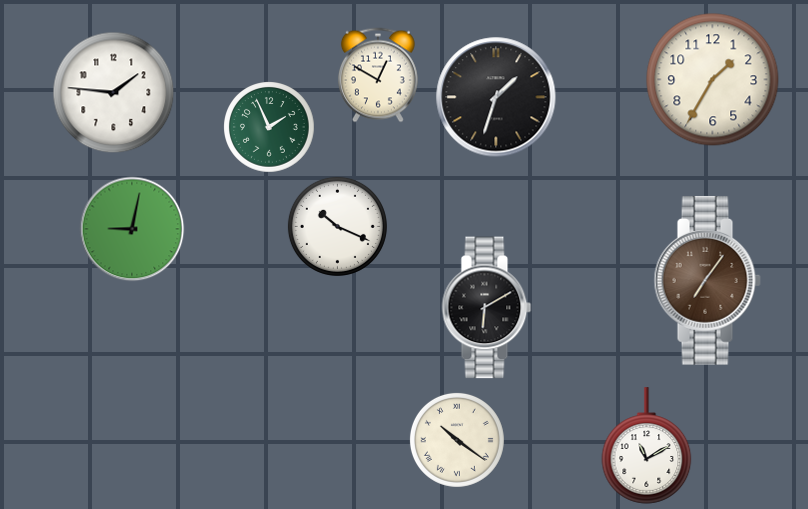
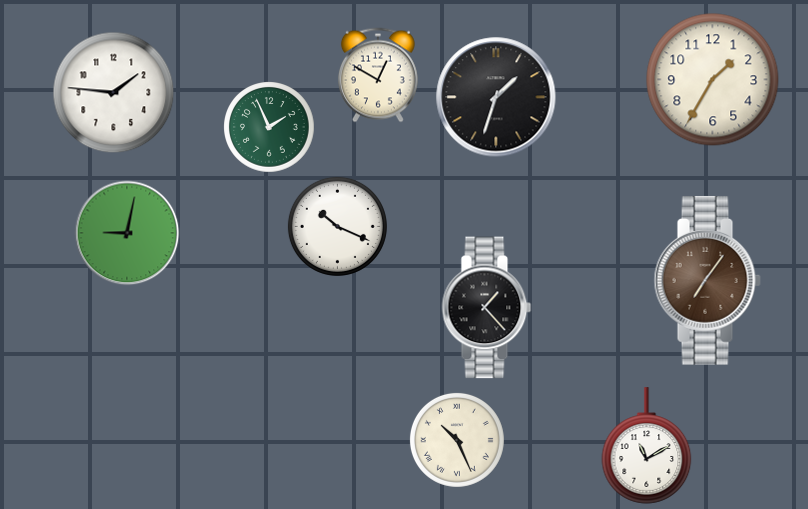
clock at (132, 229) position: (132, 229) -> (127, 233)
clock at (487, 308): 6:10 -> 1:23
clock at (457, 440): 10:21 -> 10:26
